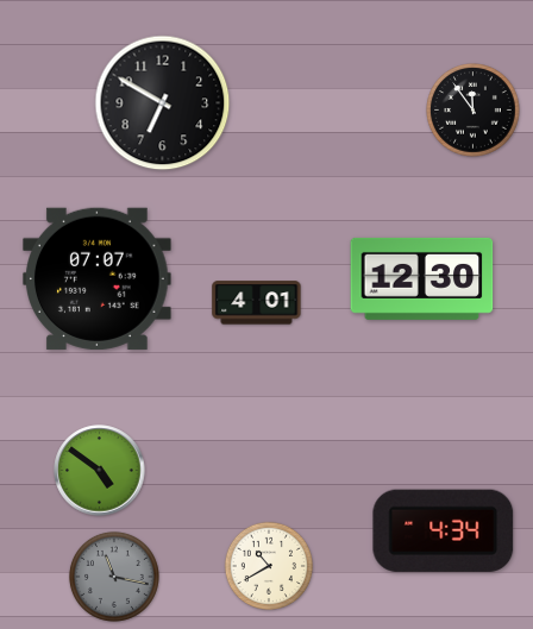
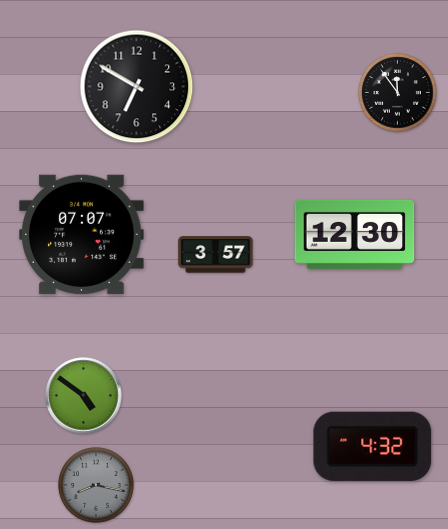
clock at (257, 303): 4:01 -> 3:57
clock at (444, 530): 4:34 -> 4:32
clock at (268, 565): 10:40 -> none
clock at (114, 577): 11:17 -> 8:17
